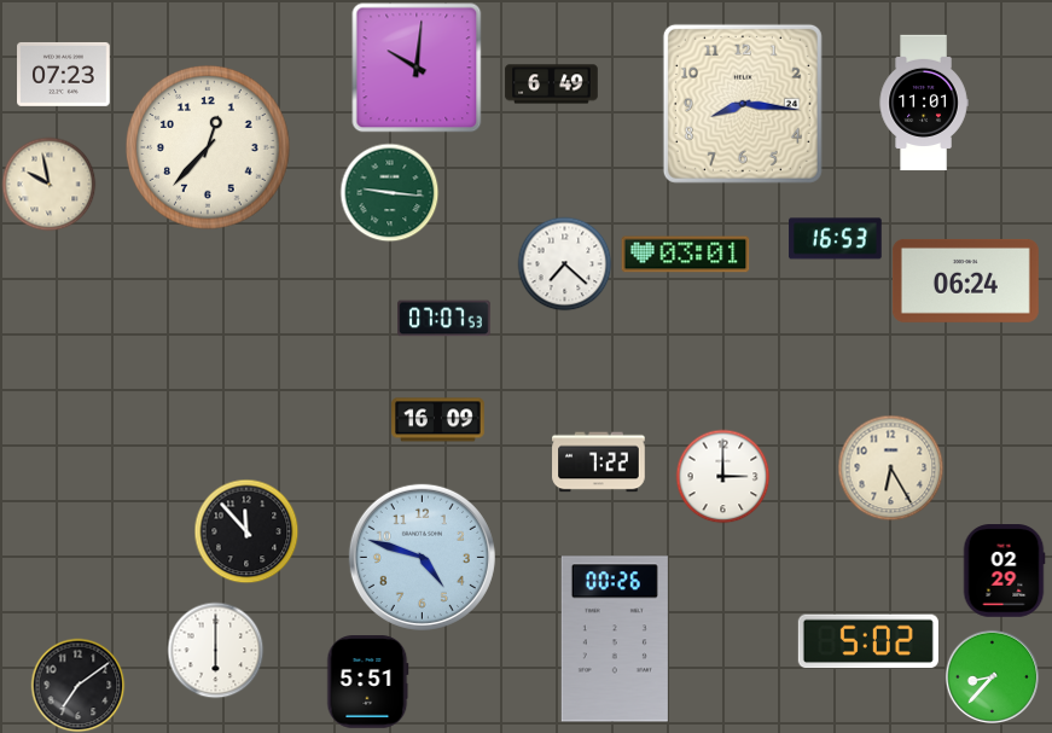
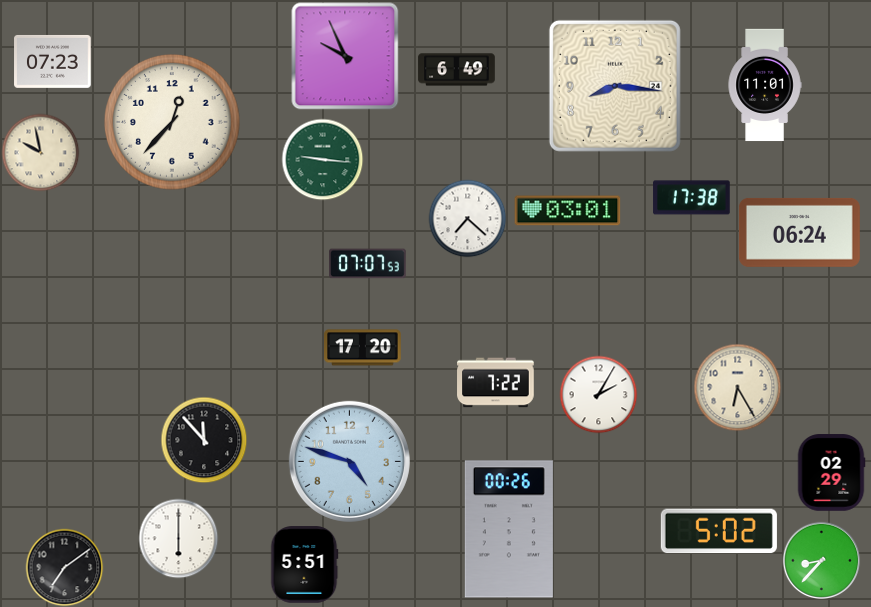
clock at (417, 68): 10:01 -> 9:56
clock at (836, 239): 16:53 -> 17:38
clock at (438, 420): 16:09 -> 17:20
clock at (722, 476): 3:00 -> 2:05
